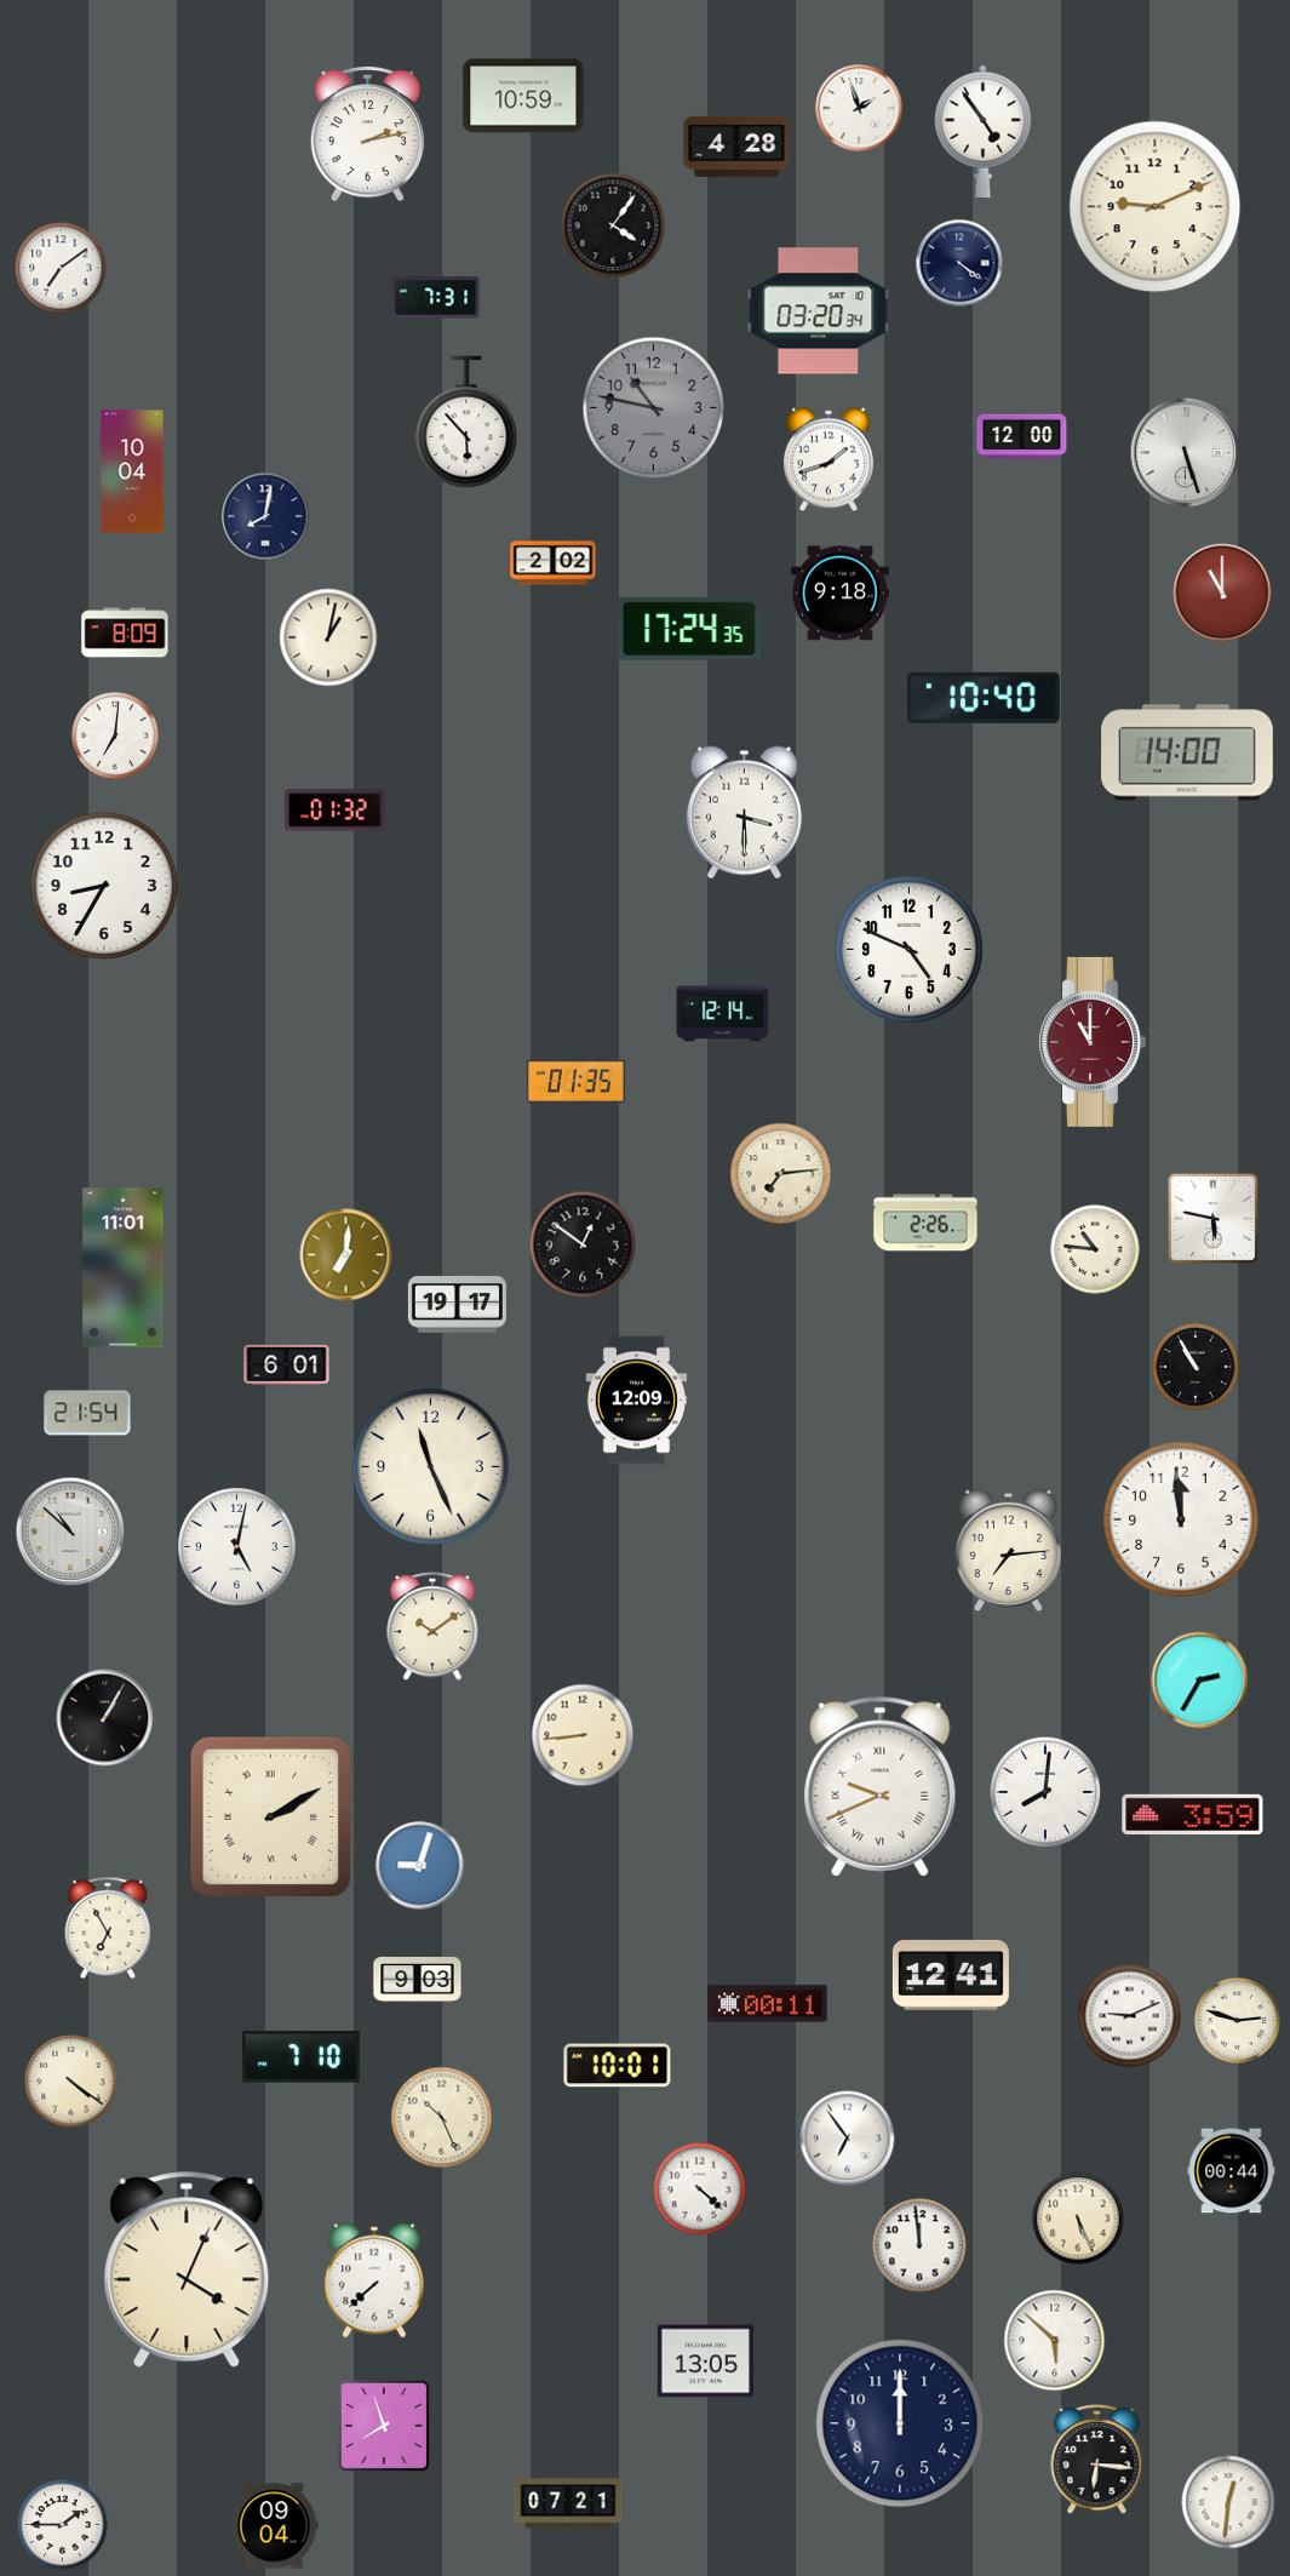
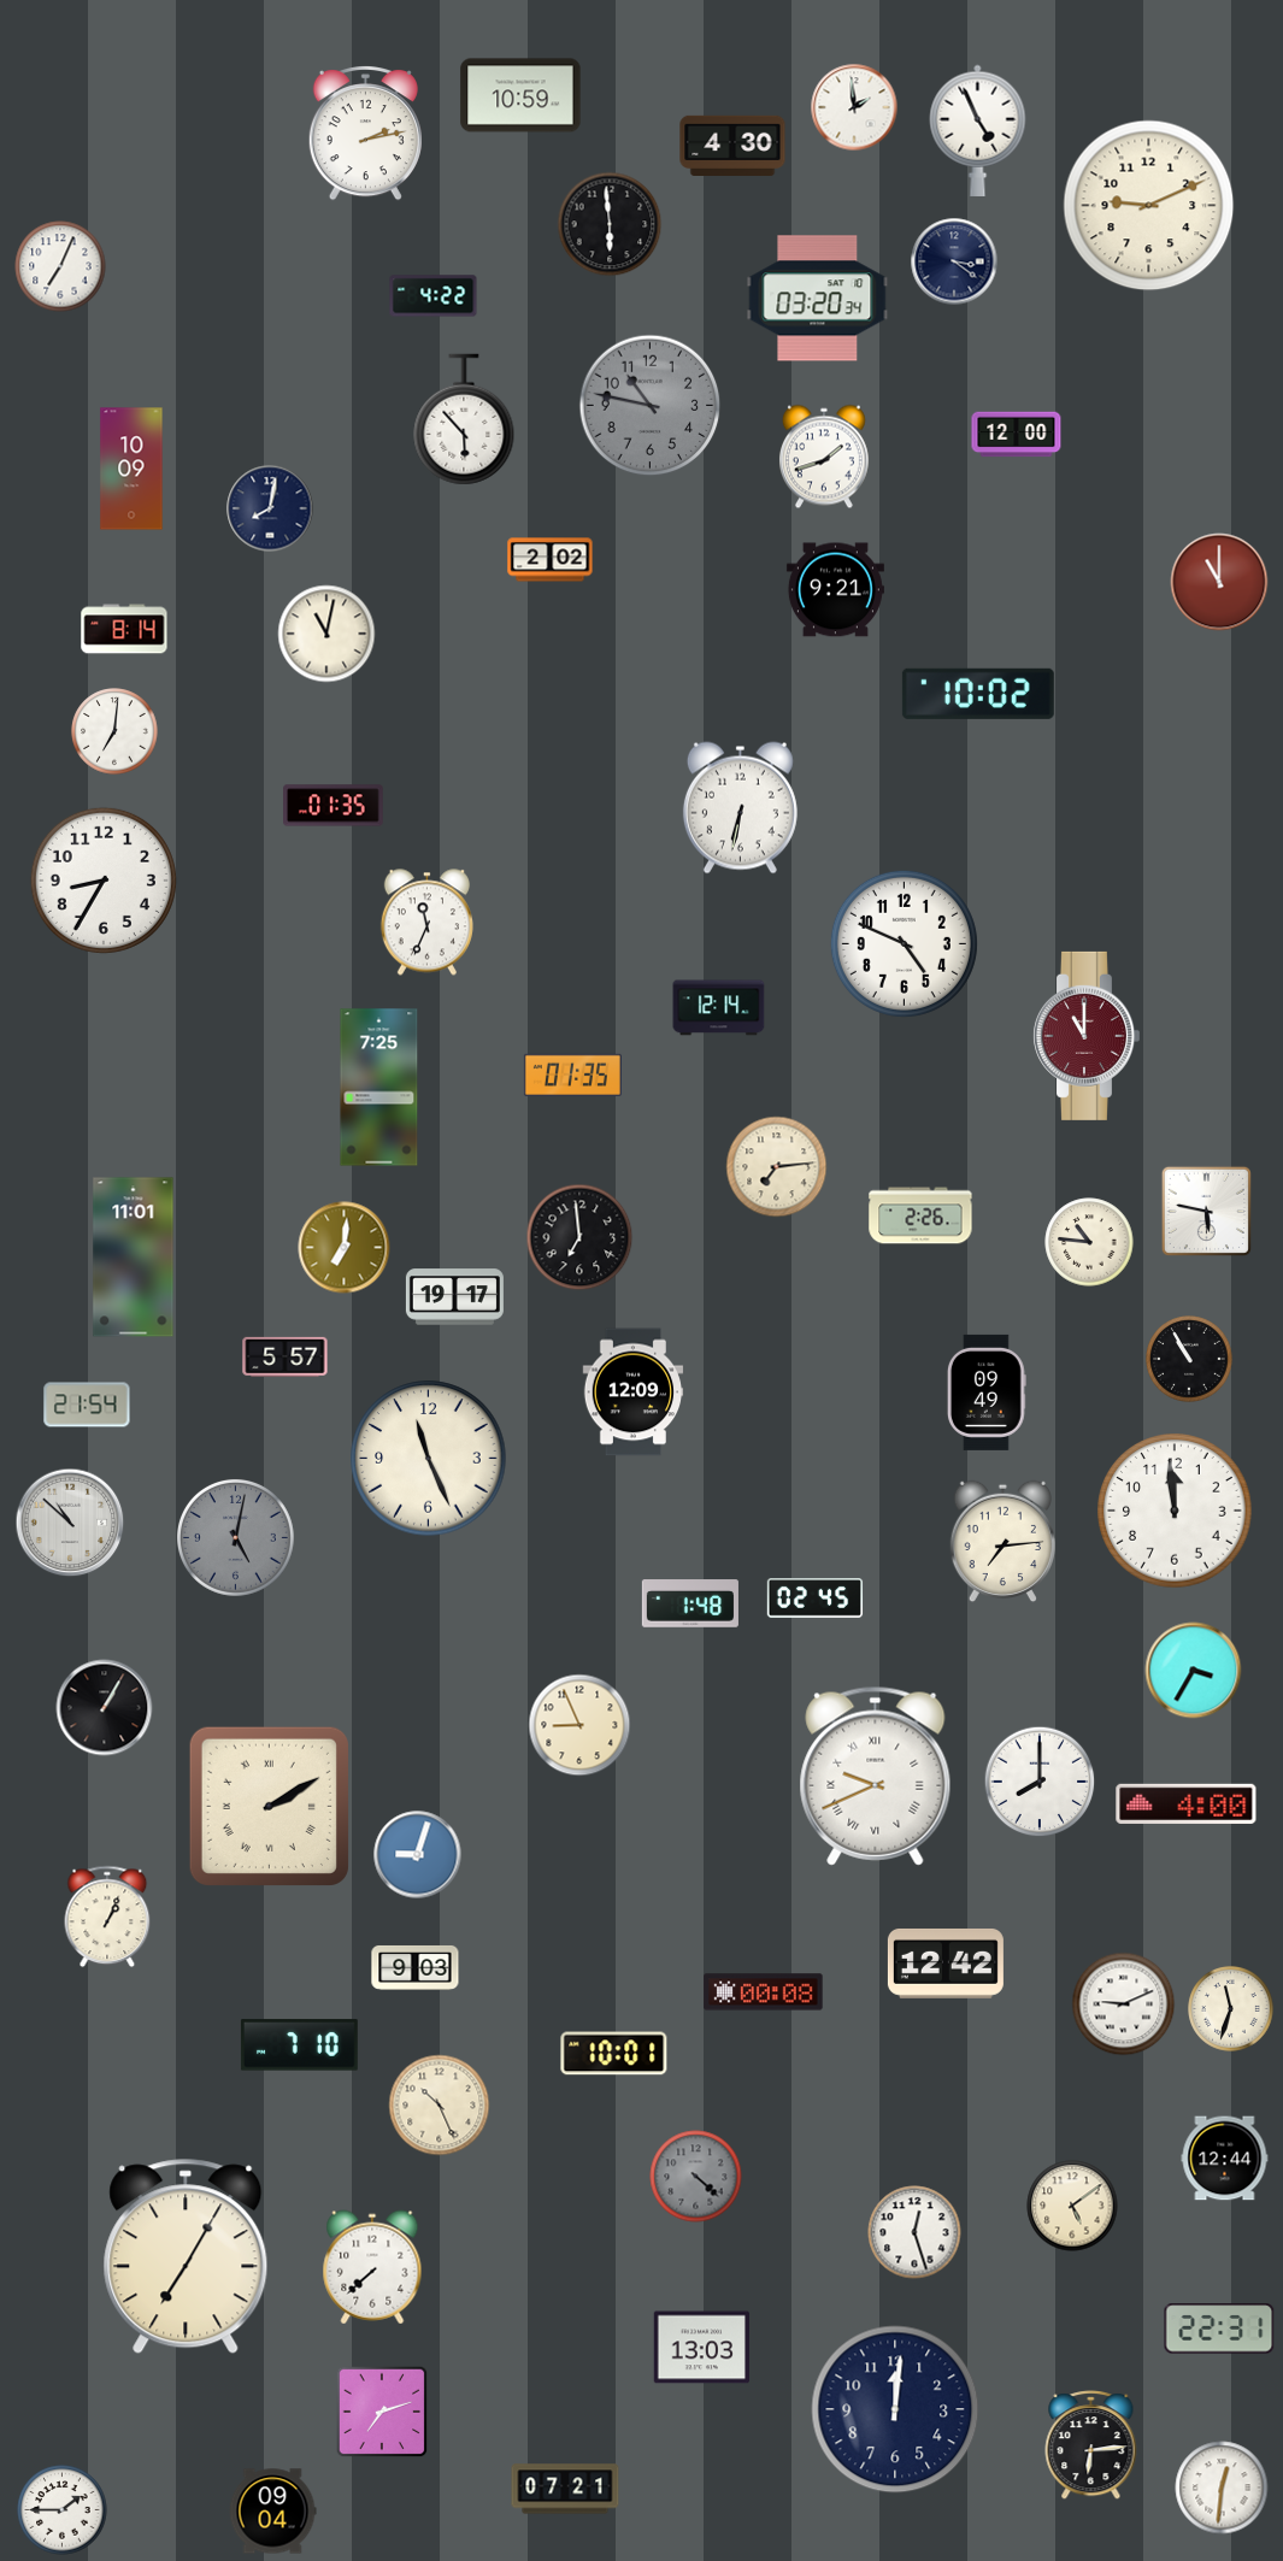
clock at (859, 108): 1:57 -> 1:59
clock at (984, 131): 4:54 -> 4:56
clock at (736, 145): 4:28 -> 4:30
clock at (613, 225): 4:06 -> 5:59
clock at (959, 263): 4:21 -> 3:21
clock at (61, 268): 7:09 -> 7:04
clock at (436, 298): 7:31 -> 4:22
clock at (819, 311) position: (819, 311) -> (818, 299)
clock at (1186, 453): 5:27 -> none
clock at (132, 471): 10:04 -> 10:09
clock at (265, 516) position: (265, 516) -> (270, 508)
clock at (1222, 593) position: (1222, 593) -> (1219, 582)
clock at (839, 594): 9:18 -> 9:21
clock at (689, 629): 17:24 -> none
clock at (125, 632): 8:09 -> 8:14
clock at (328, 637): 1:02 -> 11:02
clock at (984, 698): 10:40 -> 10:02
clock at (1187, 752): 14:00 -> none
clock at (336, 811): 01:32 -> 01:35
clock at (744, 813): 3:30 -> 6:32
clock at (426, 923): none -> 11:34
clock at (379, 1088): none -> 7:25
clock at (583, 1244): 12:51 -> 6:59
clock at (124, 1269) position: (124, 1269) -> (134, 1258)
clock at (287, 1364): 6:01 -> 5:57
clock at (987, 1393): none -> 09:49
clock at (236, 1546) dial: white -> grey
clock at (816, 1599): none -> 02:45
clock at (690, 1603): none -> 1:48
clock at (432, 1627): 10:09 -> none
clock at (1200, 1681): 2:35 -> 3:35
clock at (583, 1735): 8:44 -> 8:56
clock at (1045, 1792): 8:01 -> 8:00
clock at (1193, 1814): 3:59 -> 4:00
clock at (108, 1928): 6:55 -> 1:04
clock at (951, 1975): 12:41 -> 12:42
clock at (768, 2004): 00:11 -> 00:08
clock at (1238, 2021): 2:48 -> 11:33
clock at (71, 2082): 4:21 -> none
clock at (848, 2139): 6:54 -> none
clock at (1232, 2171): 00:44 -> 12:44
clock at (700, 2189) dial: white -> grey
clock at (1078, 2219): 5:26 -> 5:09
clock at (919, 2245): 11:59 -> 12:27
clock at (187, 2269): 4:04 -> 7:05
clock at (1055, 2341): 5:52 -> none
clock at (1219, 2329): none -> 22:31
clock at (705, 2362): 13:05 -> 13:03
clock at (900, 2423): 12:00 -> 12:01
clock at (384, 2426): 7:57 -> 7:12
clock at (1097, 2460): 6:16 -> 6:14
